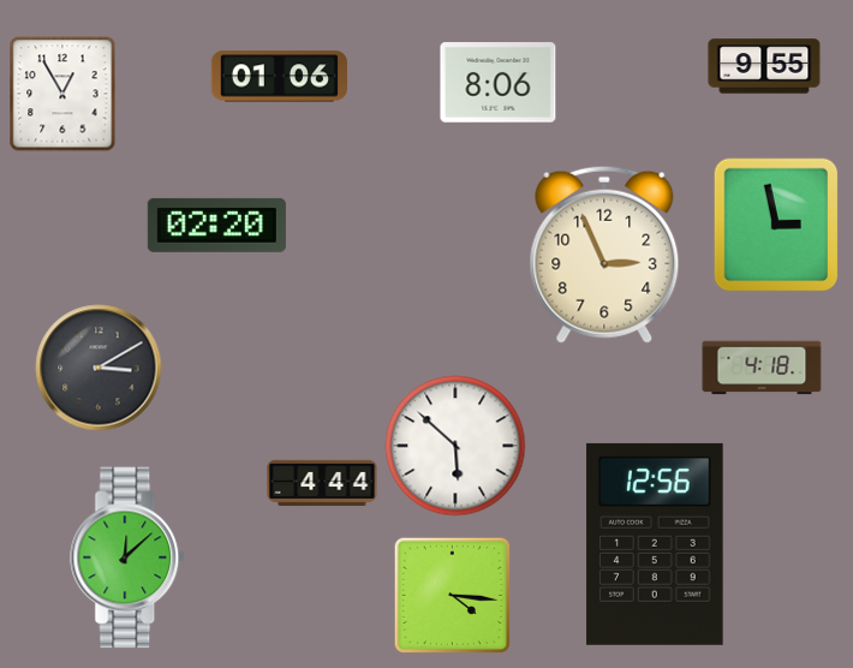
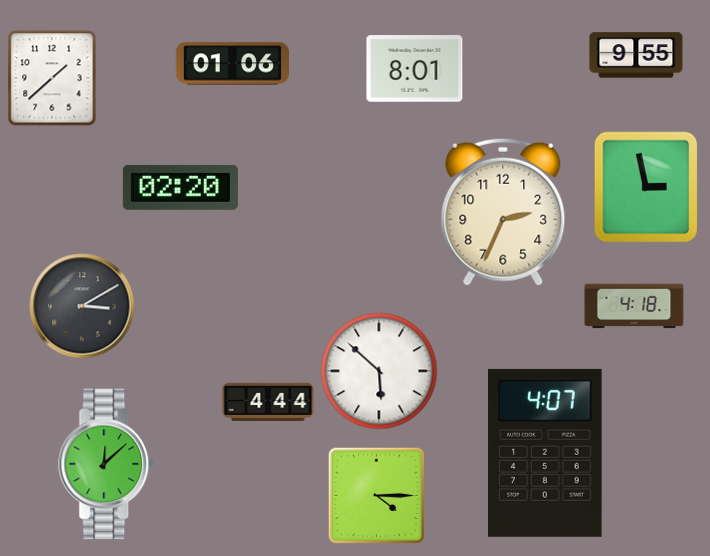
clock at (499, 83): 8:06 -> 8:01
clock at (62, 94): 12:55 -> 1:38
clock at (604, 255): 2:56 -> 2:34
clock at (655, 544): 12:56 -> 4:07
clock at (452, 595): 4:16 -> 4:15
